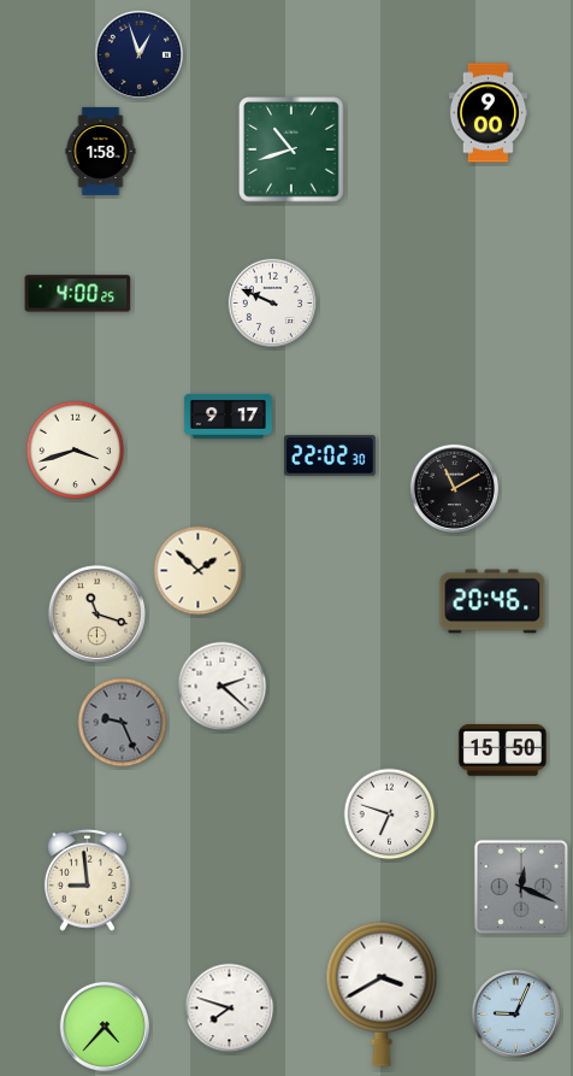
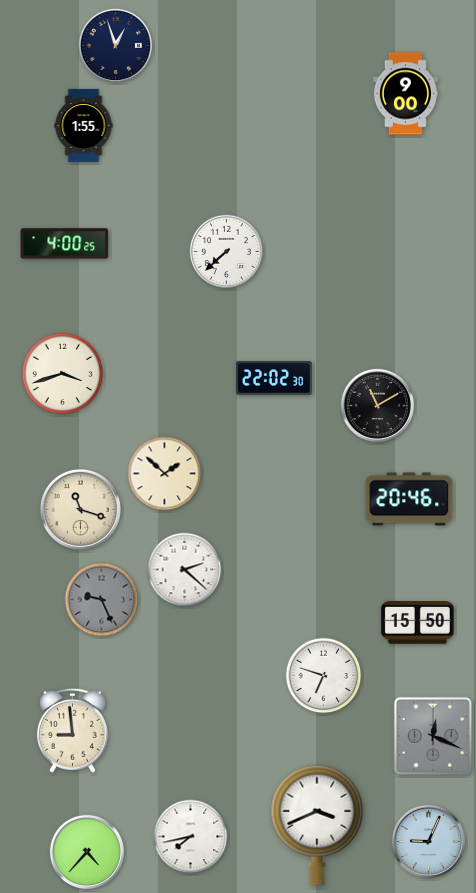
clock at (291, 149): 10:42 -> none
clock at (101, 151): 1:58 -> 1:55
clock at (272, 302): 9:49 -> 7:38
clock at (228, 416): 9:17 -> none
clock at (382, 994): 3:40 -> 3:41
clock at (230, 1009): 7:48 -> 7:43
